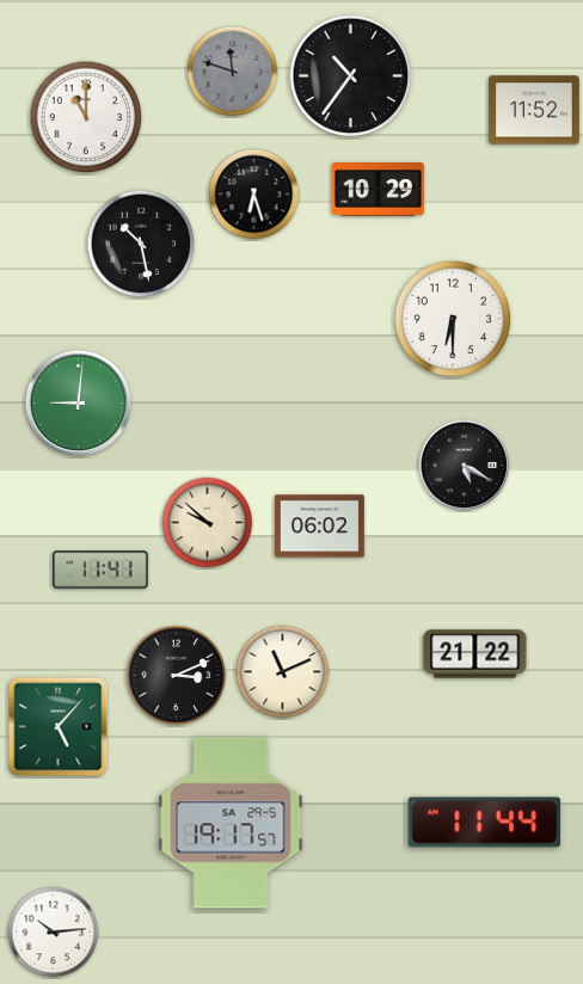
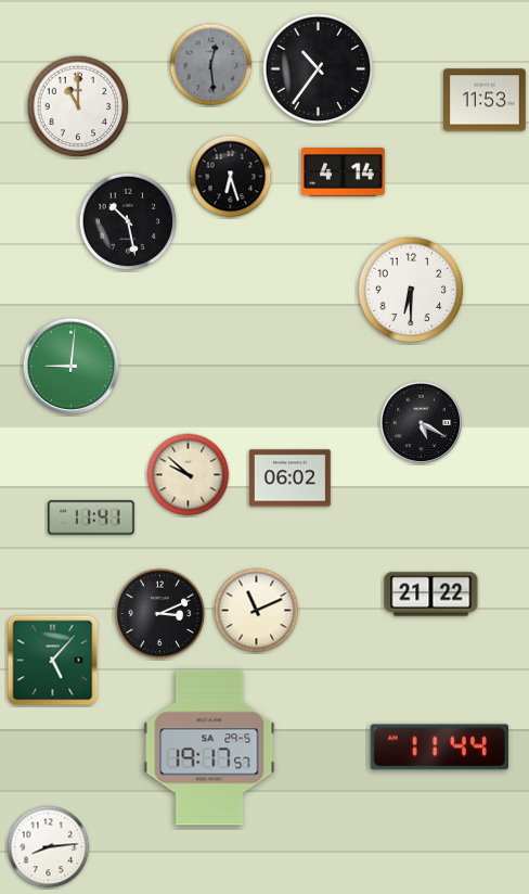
clock at (233, 72): 11:48 -> 12:29
clock at (535, 110): 11:52 -> 11:53
clock at (379, 190): 10:29 -> 4:14
clock at (54, 933): 10:14 -> 8:14
